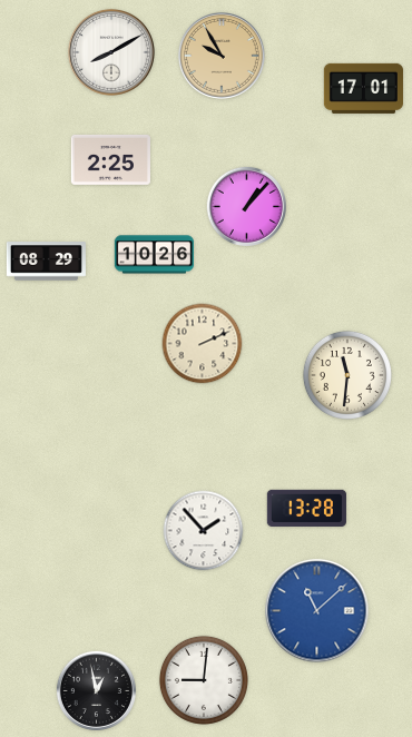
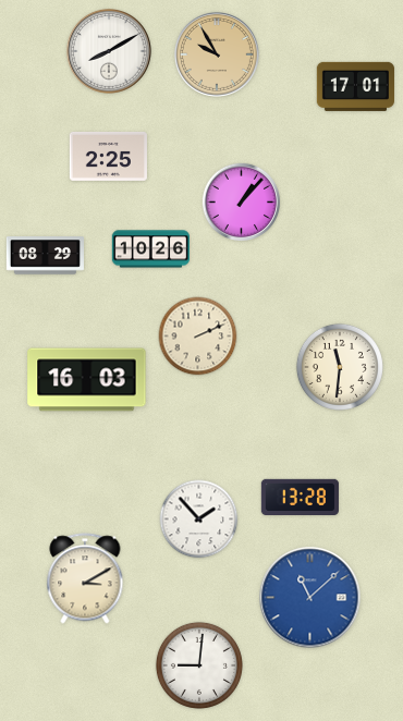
clock at (87, 380): none -> 16:03
clock at (85, 578): none -> 3:10
clock at (96, 690): 12:58 -> none
